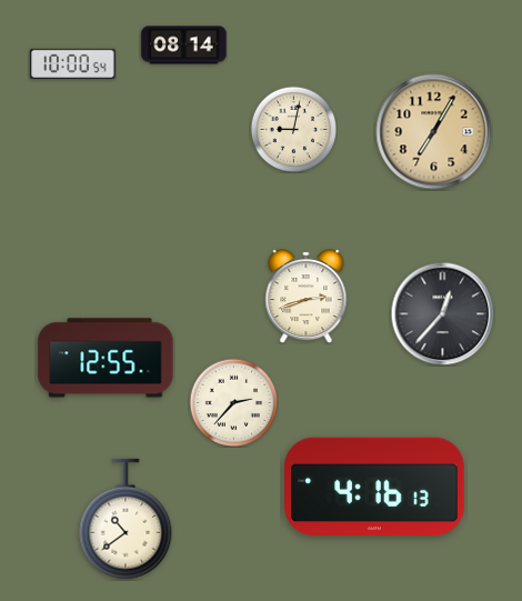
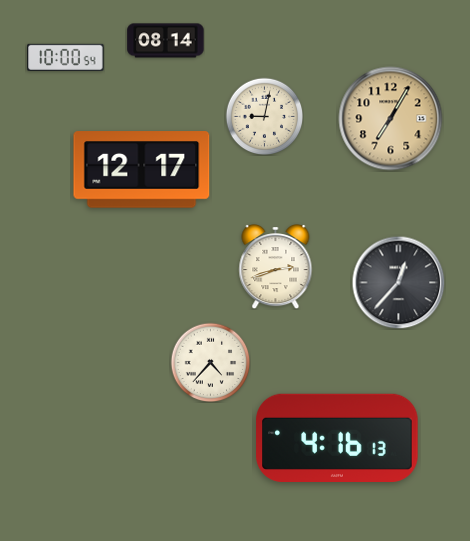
clock at (142, 170): none -> 12:17
clock at (106, 358): 12:55 -> none
clock at (233, 402): 2:37 -> 4:37
clock at (126, 519): 10:39 -> none
